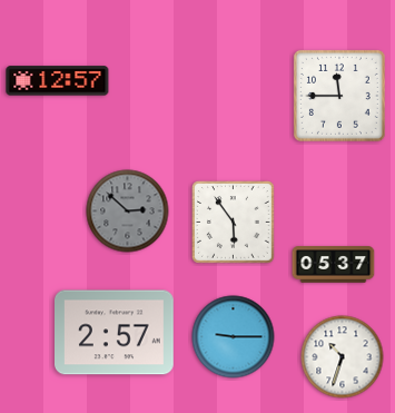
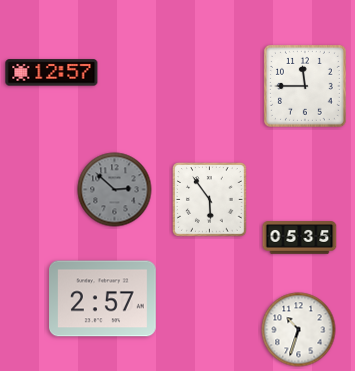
clock at (334, 265): 05:37 -> 05:35
clock at (234, 337): 9:15 -> none
clock at (343, 357) position: (343, 357) -> (299, 330)
